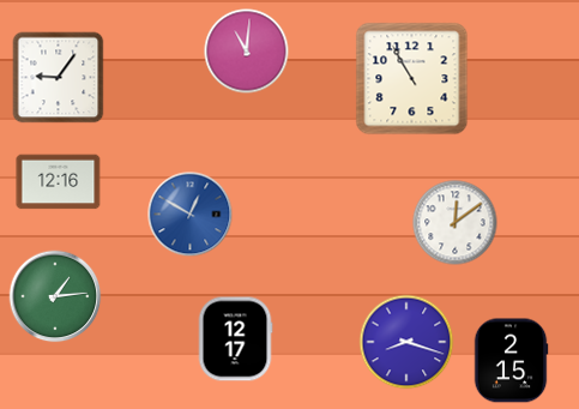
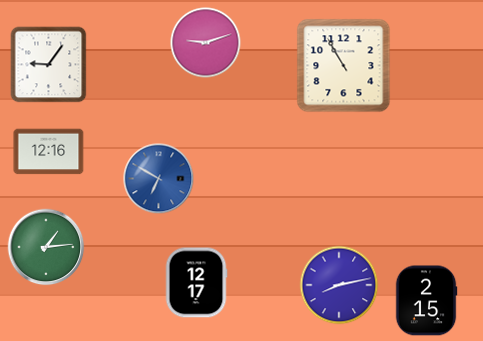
clock at (247, 52): 11:01 -> 9:12
clock at (191, 215): 12:50 -> 6:50
clock at (456, 223): 12:09 -> none
clock at (406, 342): 8:18 -> 8:13
